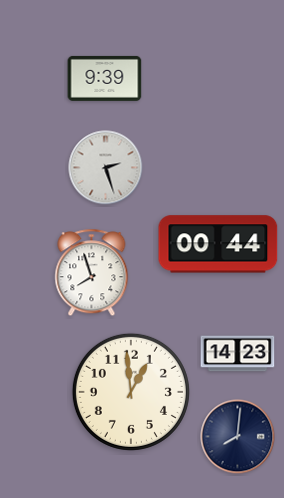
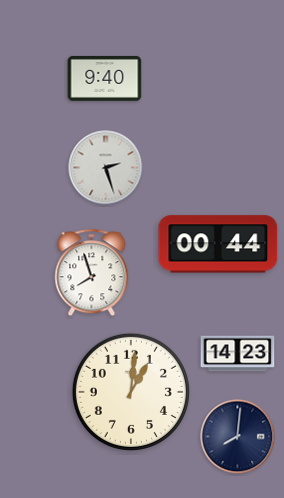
clock at (105, 78): 9:39 -> 9:40
clock at (131, 392): 12:59 -> 1:01
